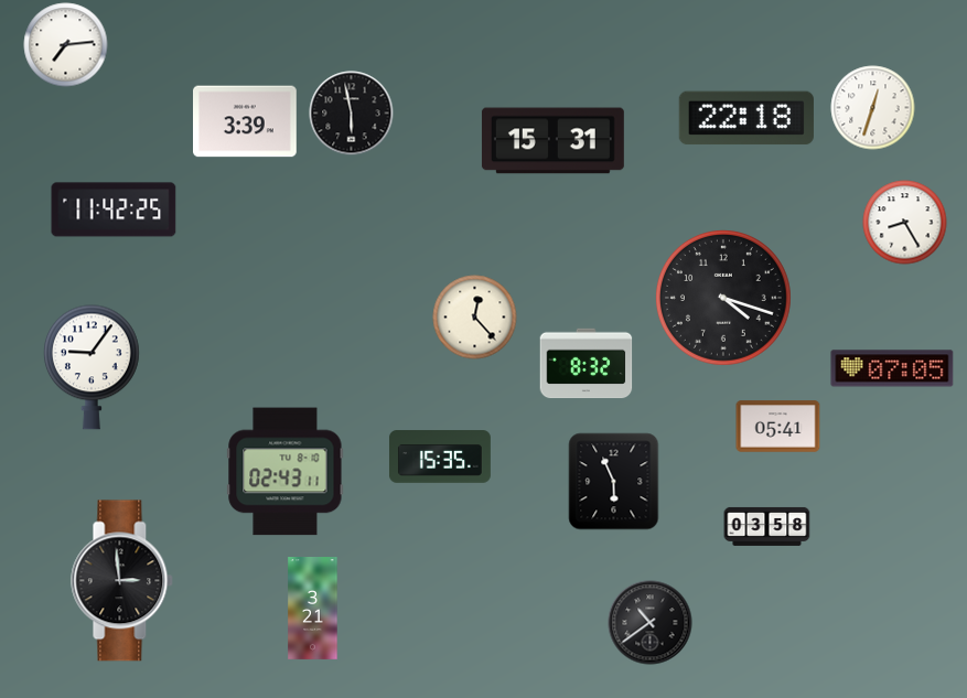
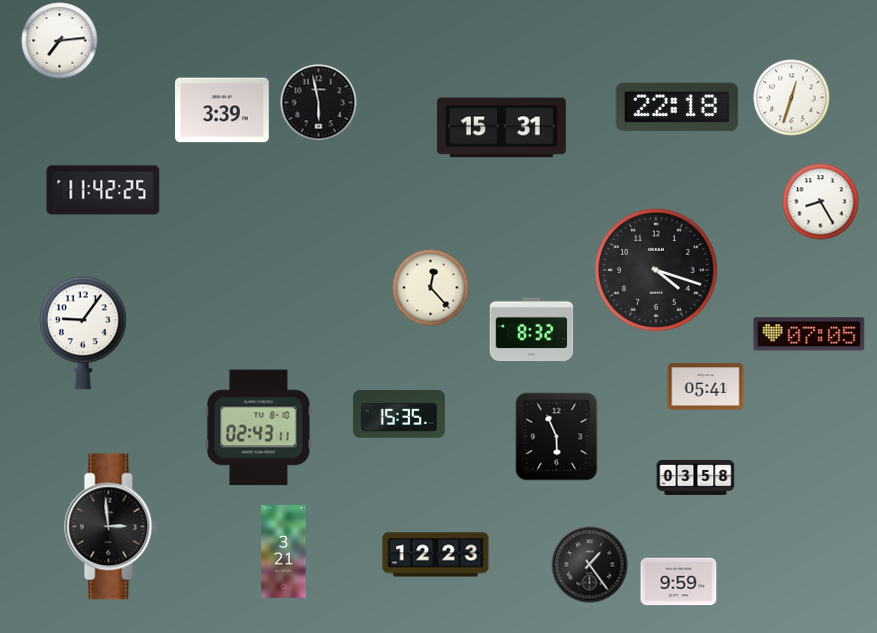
clock at (436, 555): none -> 12:23
clock at (651, 623): 10:39 -> 1:24
clock at (679, 582): none -> 9:59
